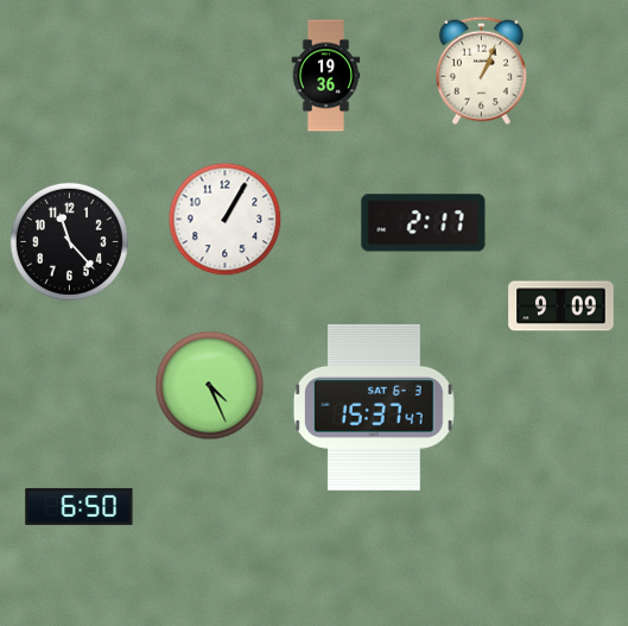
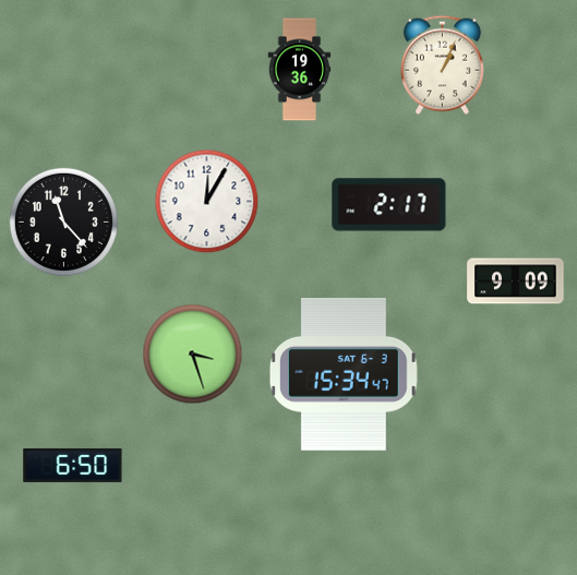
clock at (226, 220): 1:05 -> 12:05
clock at (210, 386): 4:26 -> 3:27
clock at (374, 407): 15:37 -> 15:34
